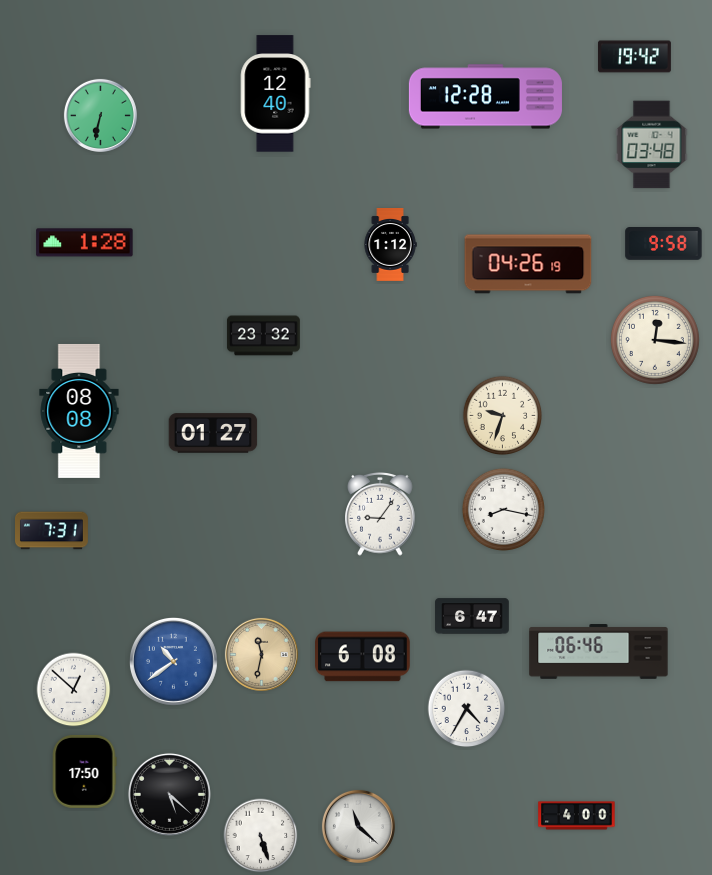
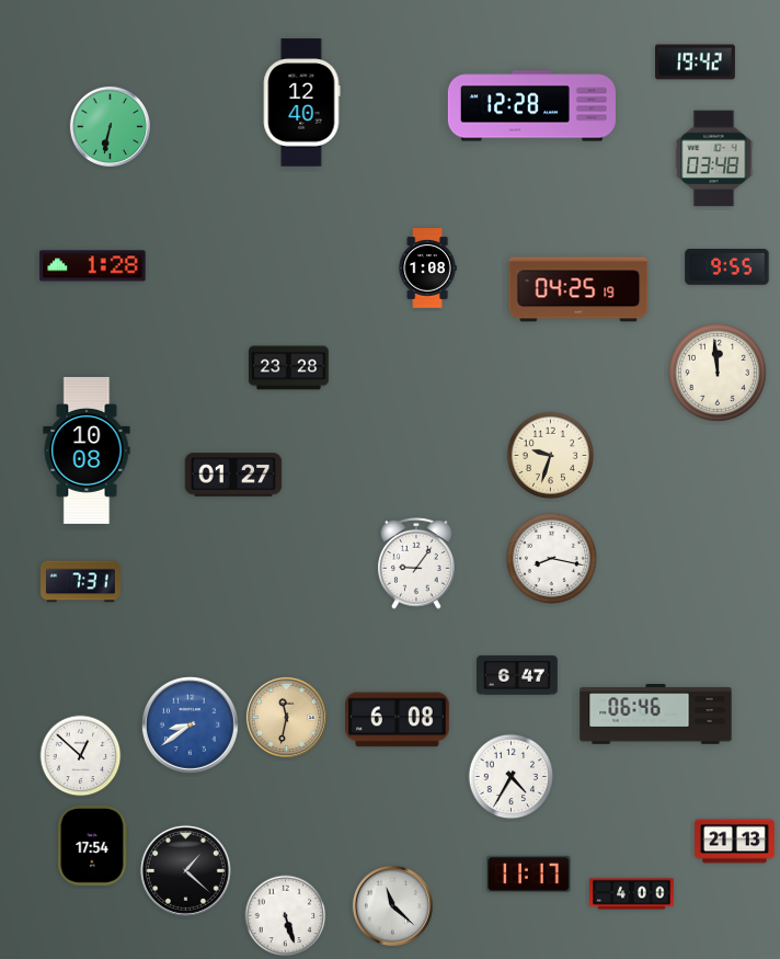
clock at (664, 244): 9:58 -> 9:55
clock at (390, 245): 1:12 -> 1:08
clock at (528, 264): 04:26 -> 04:25
clock at (263, 336): 23:32 -> 23:28
clock at (655, 340): 12:16 -> 11:59
clock at (79, 411): 08:08 -> 10:08
clock at (52, 531) position: (52, 531) -> (81, 582)
clock at (173, 661): 10:39 -> 8:39
clock at (735, 842): none -> 21:13
clock at (85, 771): 17:50 -> 17:54
clock at (169, 794): 5:22 -> 1:22
clock at (529, 874): none -> 11:17
